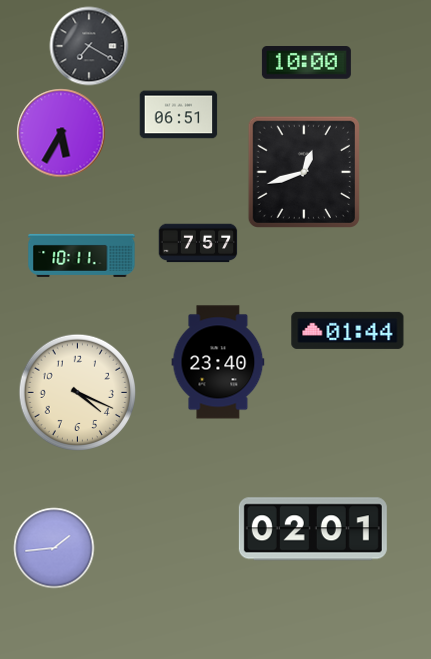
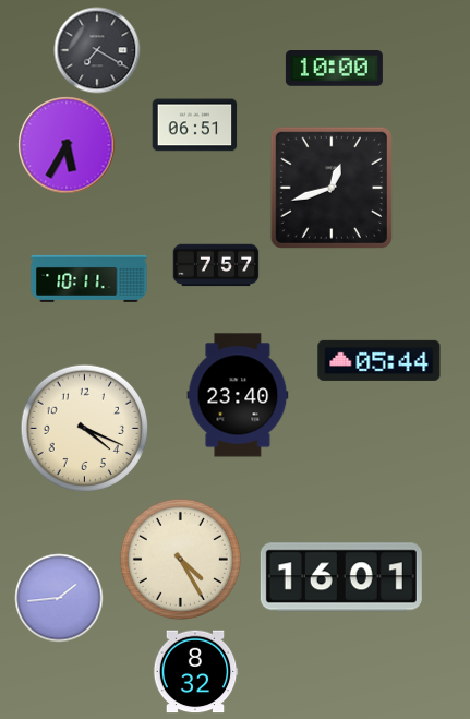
clock at (348, 330): 01:44 -> 05:44
clock at (180, 559): none -> 4:25
clock at (313, 529): 02:01 -> 16:01
clock at (195, 672): none -> 8:32
